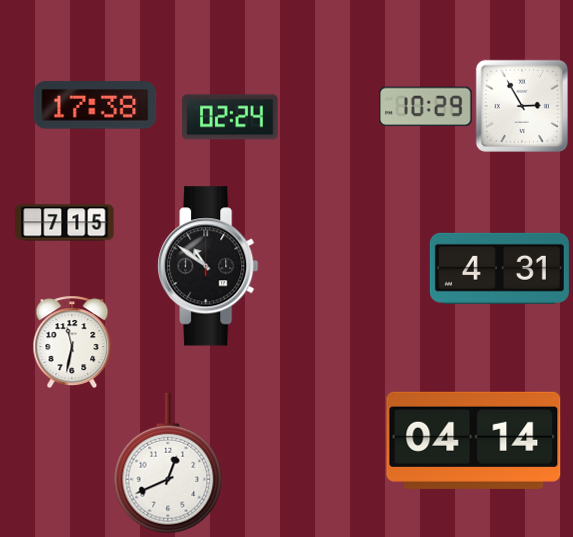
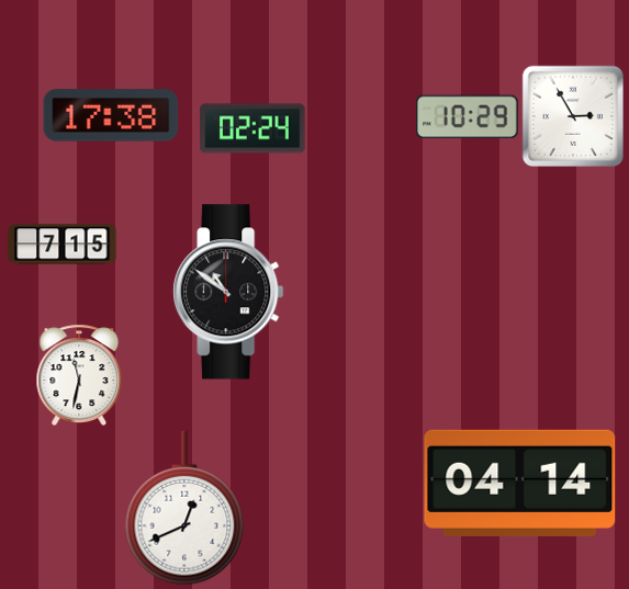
clock at (95, 105) position: (95, 105) -> (111, 115)
clock at (65, 223) position: (65, 223) -> (63, 245)
clock at (499, 268): 4:31 -> none
